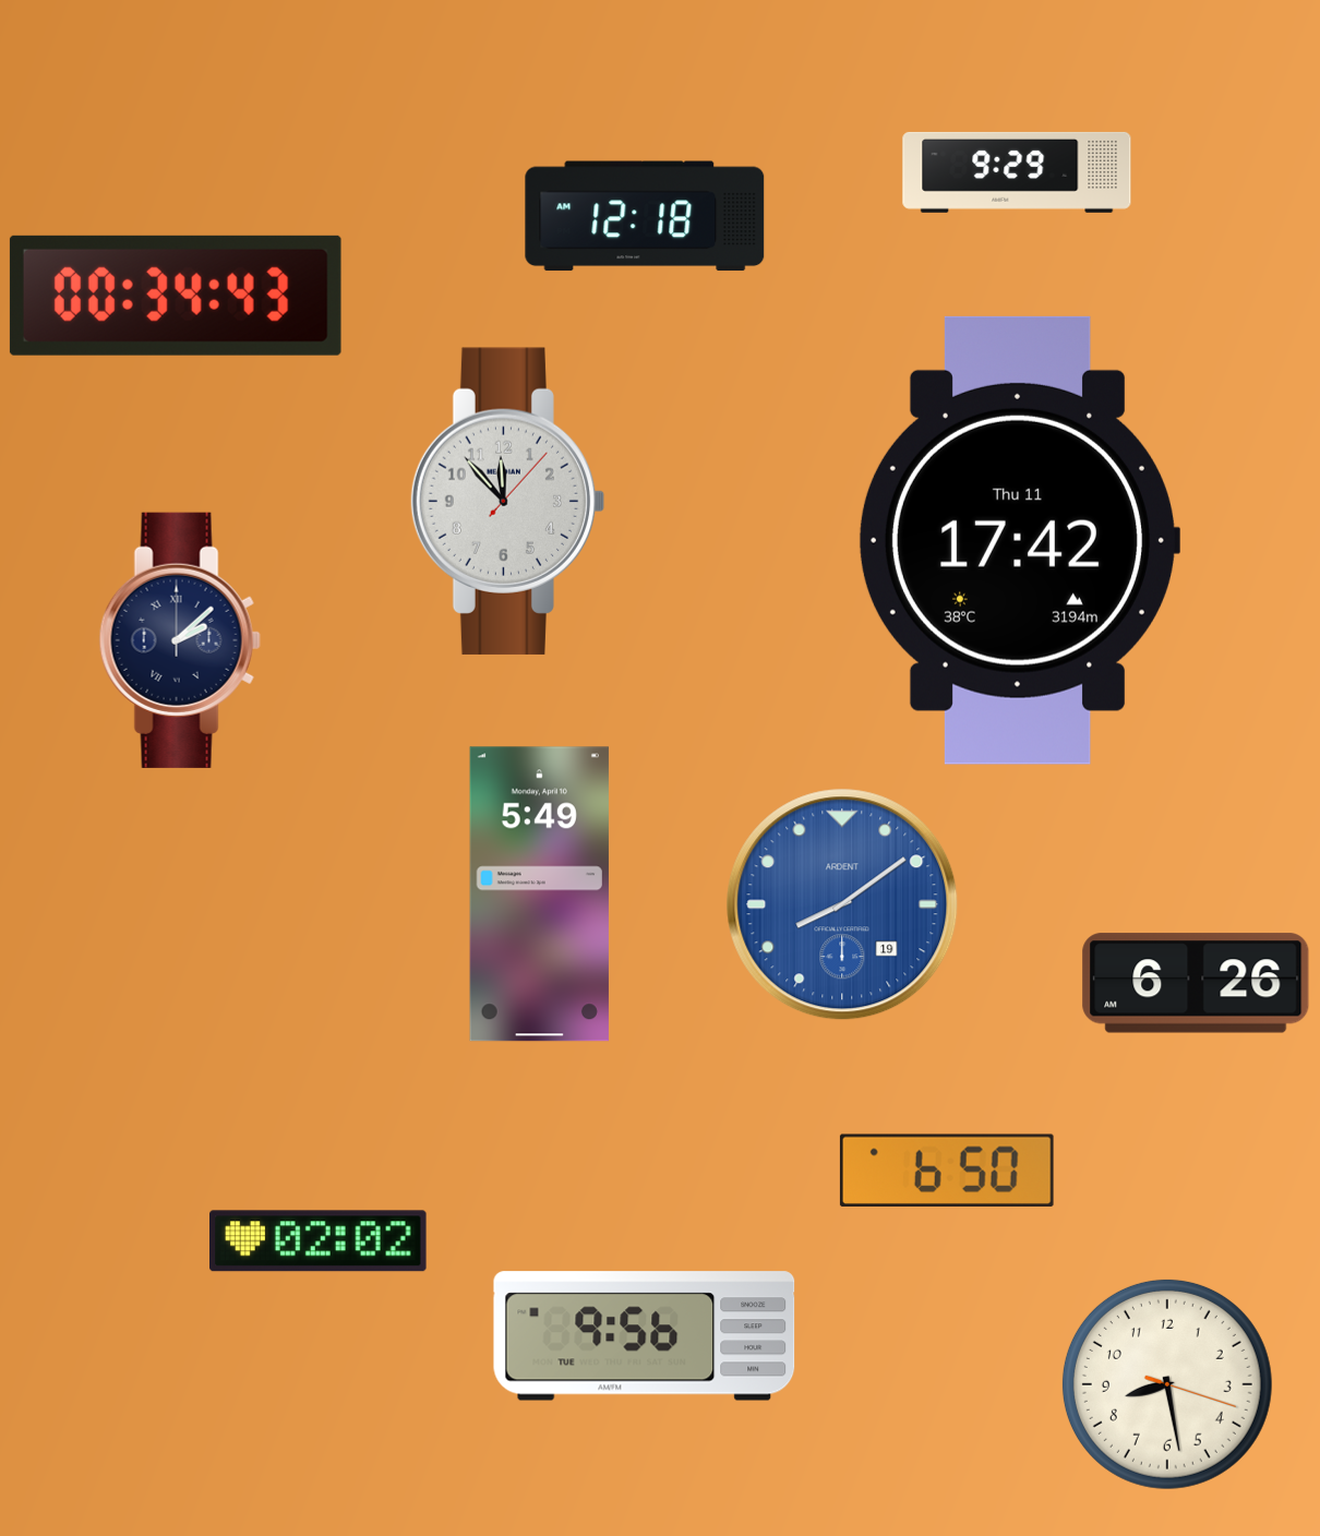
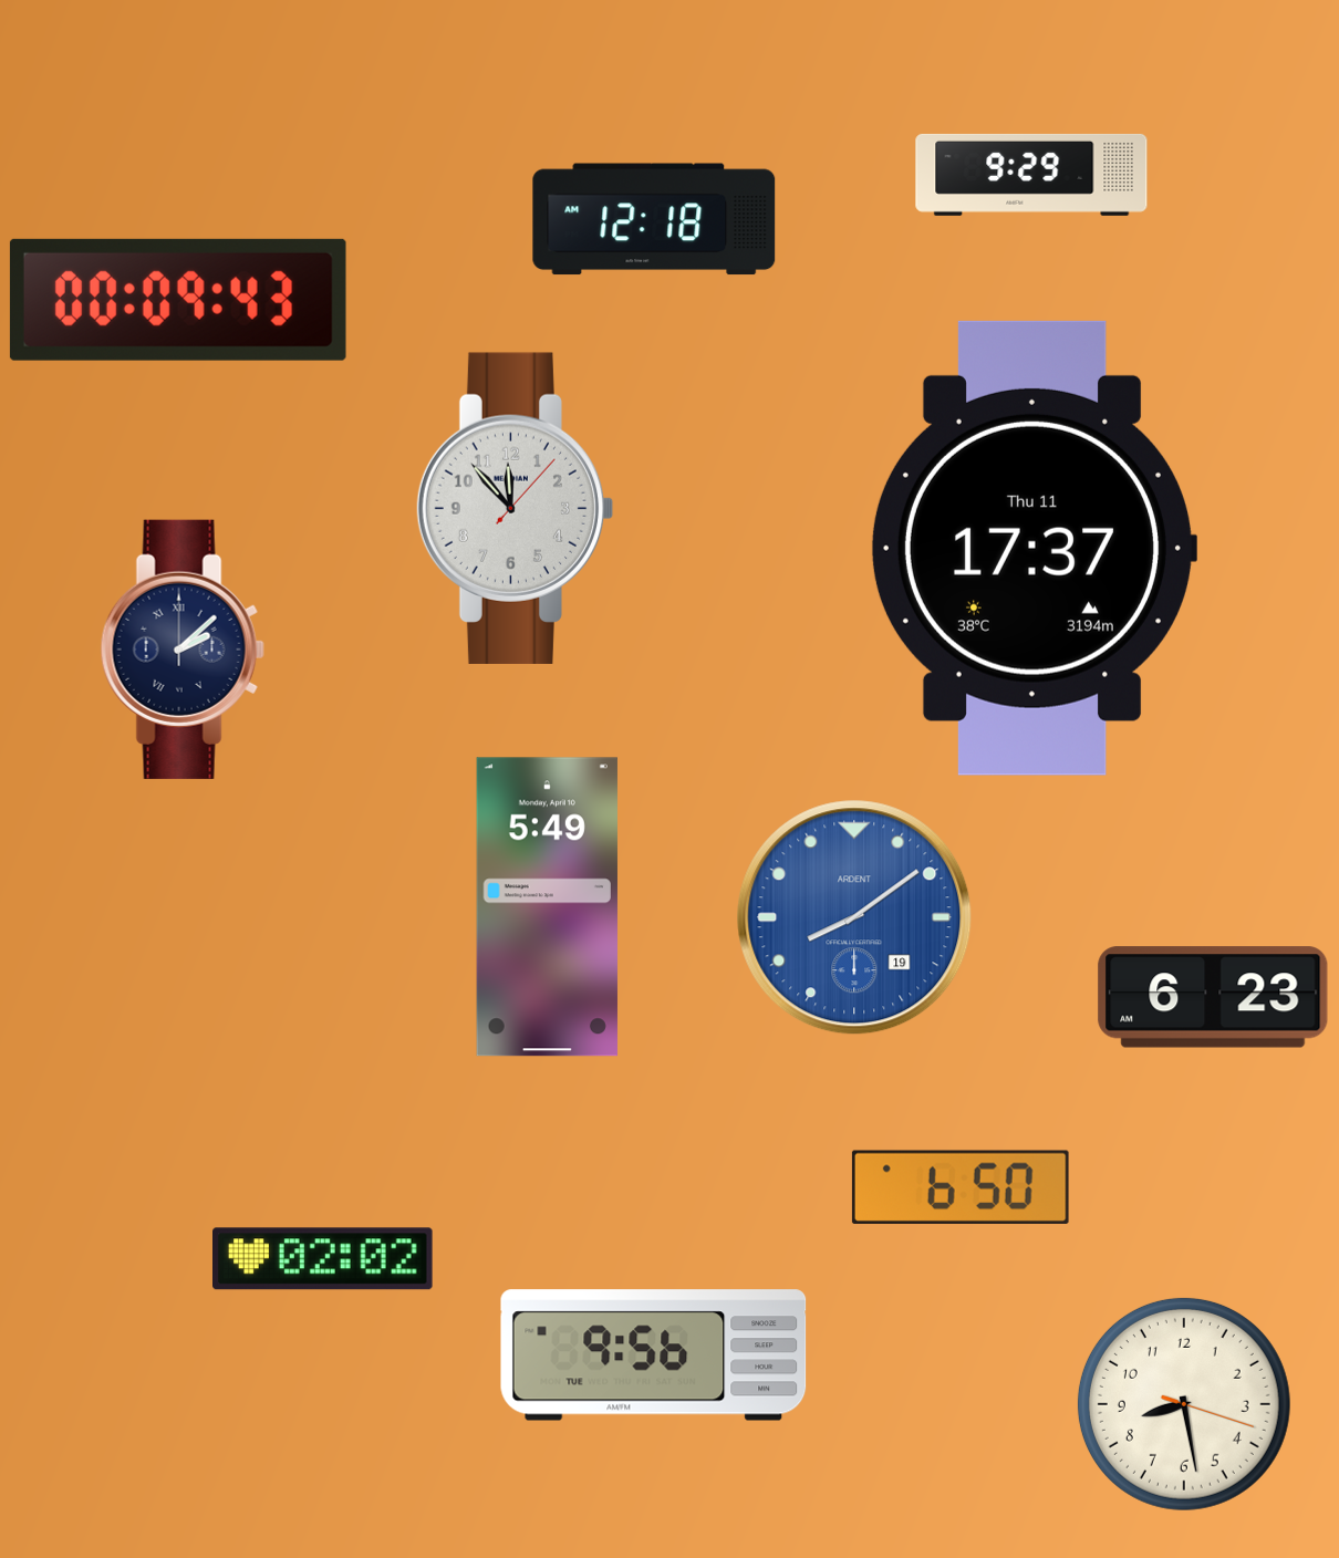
clock at (176, 296): 00:34 -> 00:09
clock at (1018, 540): 17:42 -> 17:37
clock at (1196, 983): 6:26 -> 6:23
